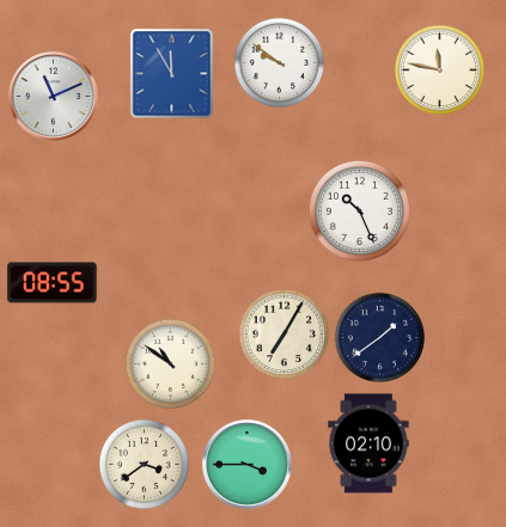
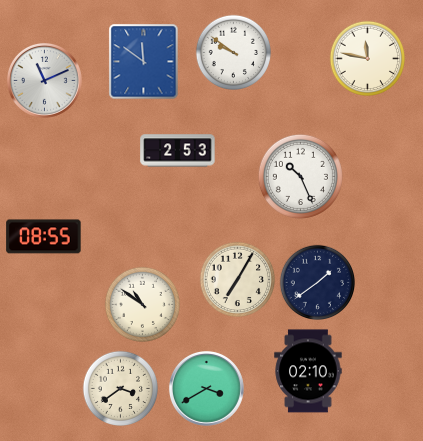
clock at (172, 74): 11:55 -> 11:51
clock at (178, 151): none -> 2:53
clock at (248, 465): 3:45 -> 3:40
